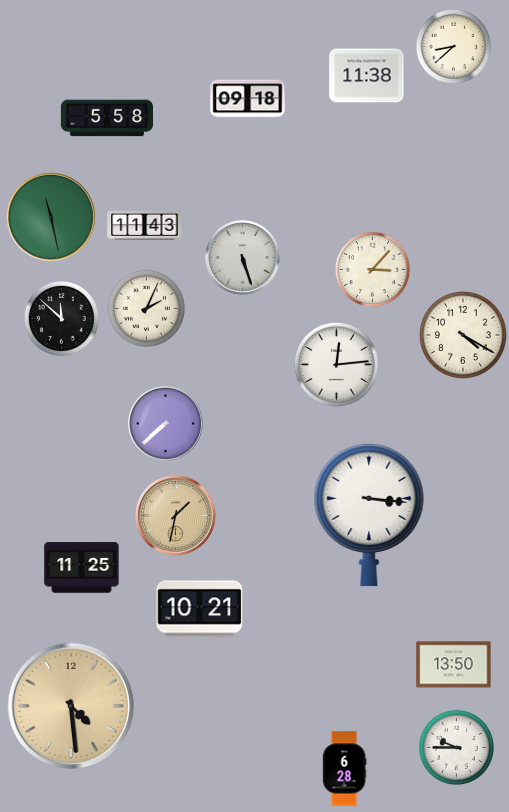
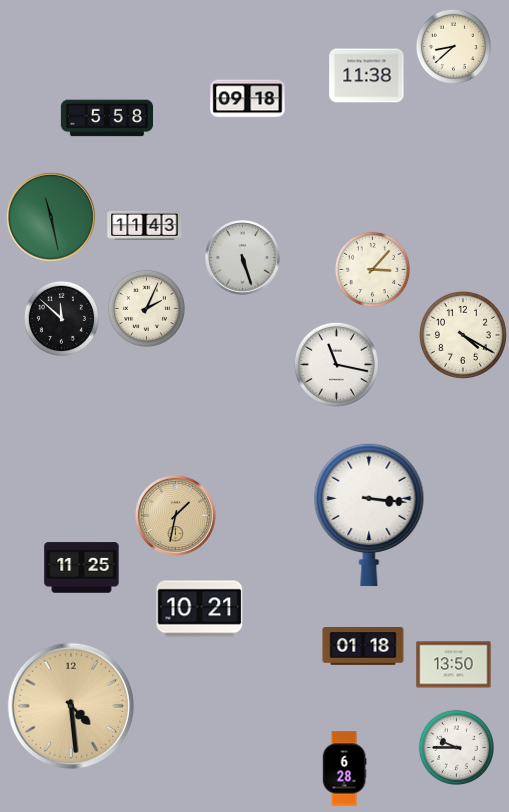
clock at (336, 364): 12:14 -> 11:17
clock at (166, 424): 7:38 -> none
clock at (363, 647): none -> 01:18
